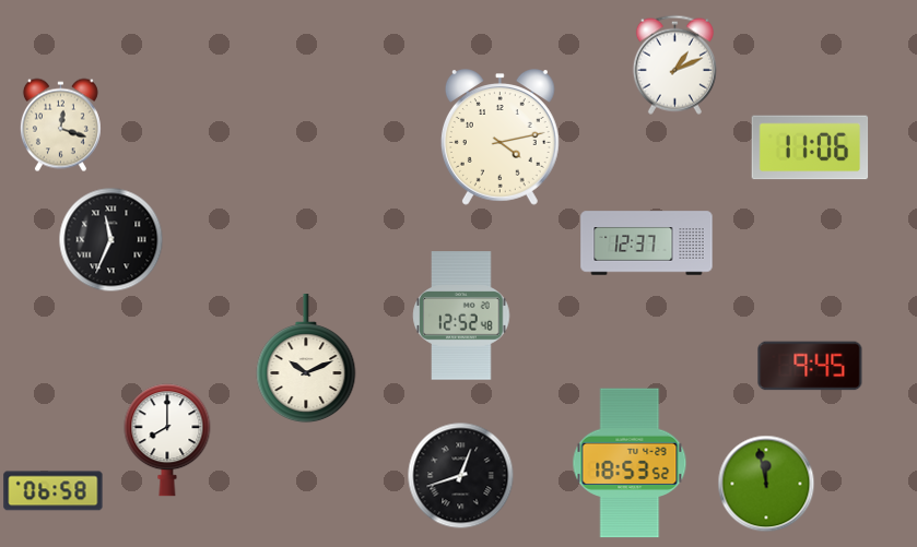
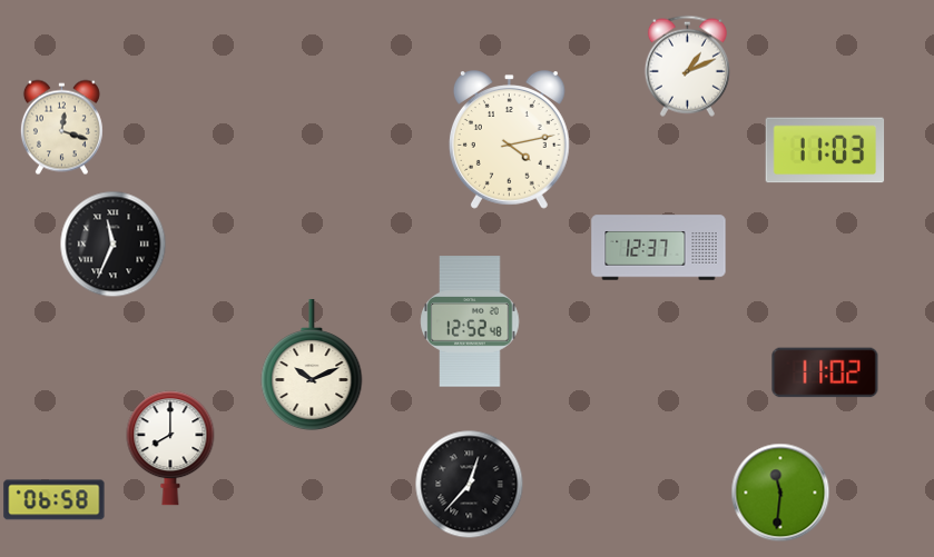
clock at (810, 147): 11:06 -> 11:03
clock at (810, 366): 9:45 -> 11:02
clock at (630, 463): 18:53 -> none
clock at (461, 476): 12:42 -> 12:37
clock at (766, 484): 11:58 -> 11:31
